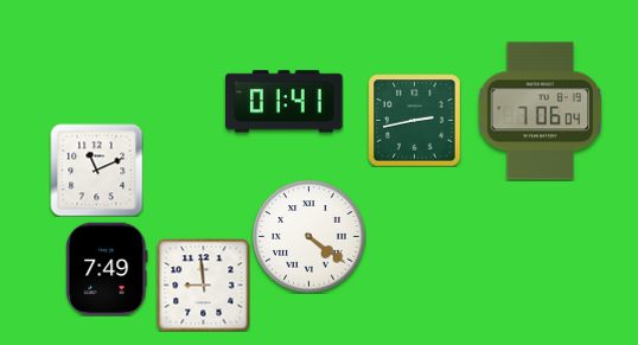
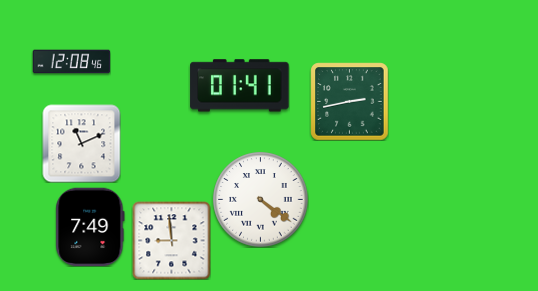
clock at (71, 62): none -> 12:08
clock at (541, 111): 7:06 -> none
